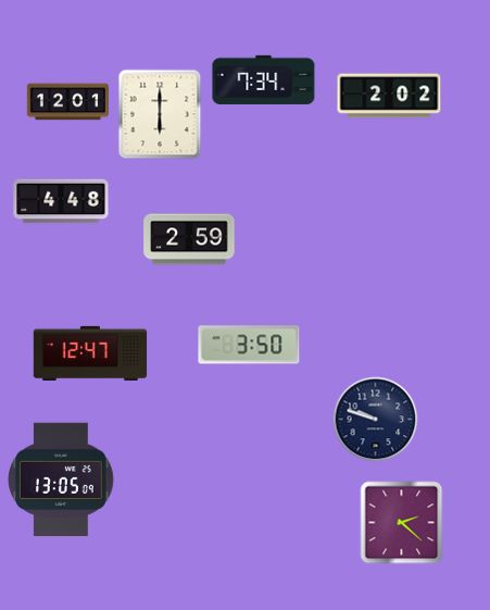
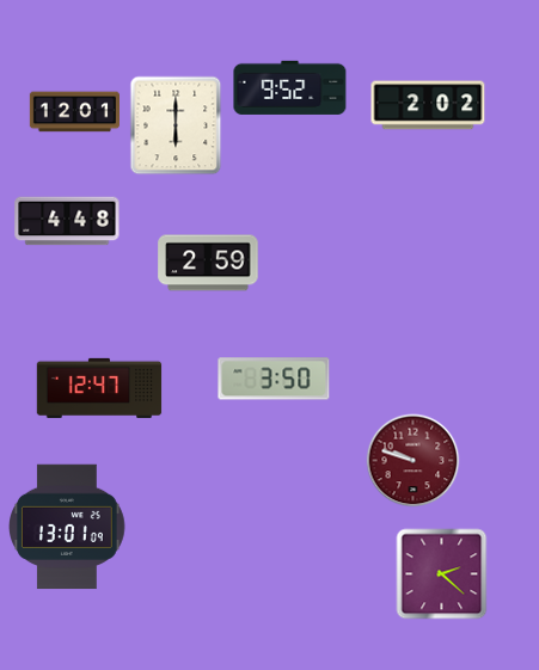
clock at (264, 79): 7:34 -> 9:52
clock at (376, 420) dial: navy -> burgundy
clock at (62, 480): 13:05 -> 13:01
